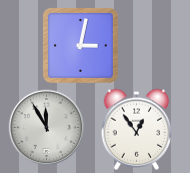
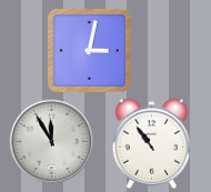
clock at (137, 129): 12:54 -> 10:54
